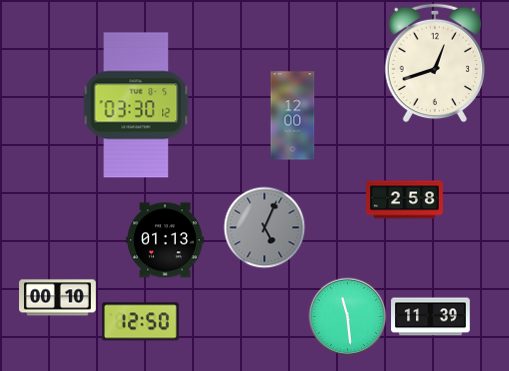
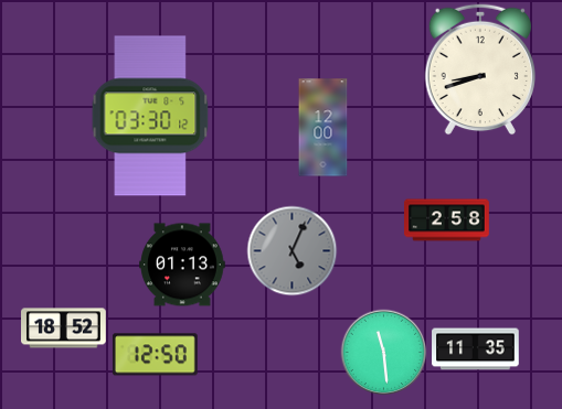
clock at (434, 63): 12:42 -> 8:42
clock at (58, 298): 00:10 -> 18:52
clock at (347, 316) position: (347, 316) -> (383, 352)
clock at (431, 317): 11:39 -> 11:35
